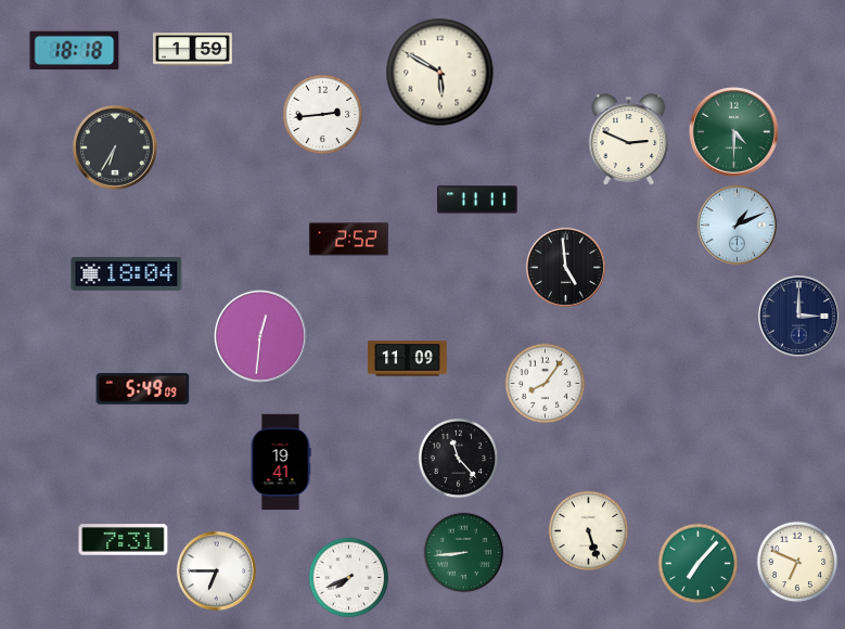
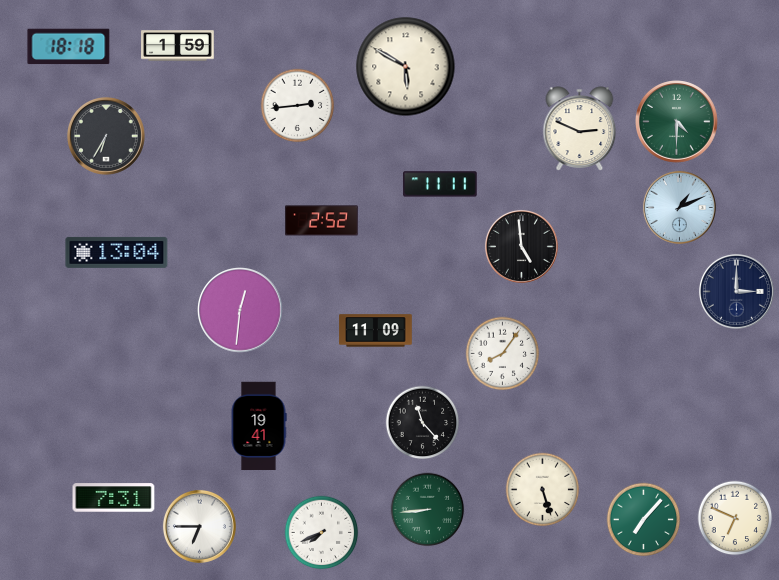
clock at (127, 273): 18:04 -> 13:04
clock at (143, 389): 5:49 -> none
